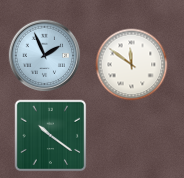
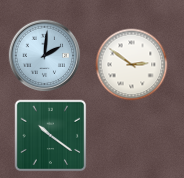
clock at (45, 56): 1:56 -> 2:01
clock at (132, 65): 11:51 -> 2:51
